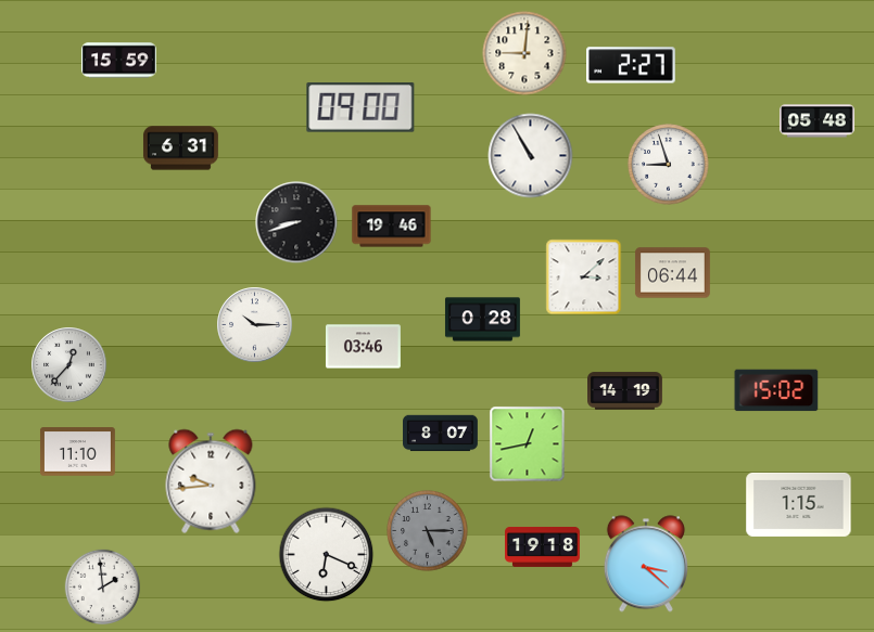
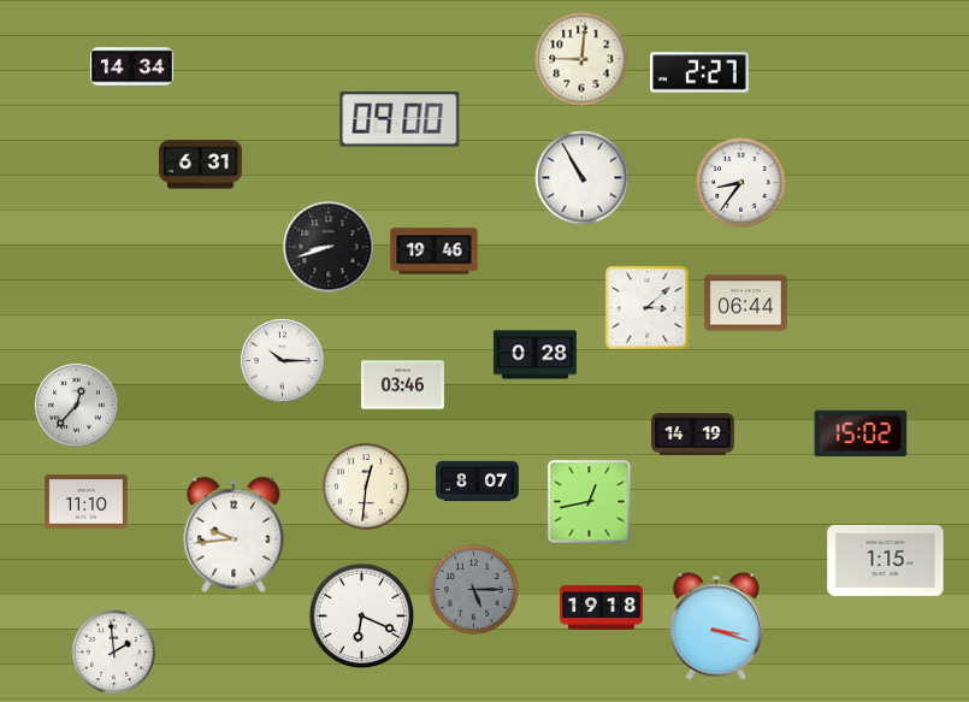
clock at (118, 61): 15:59 -> 14:34
clock at (818, 121): 05:48 -> none
clock at (531, 156) position: (531, 156) -> (583, 178)
clock at (669, 165): 8:57 -> 8:36
clock at (441, 434) position: (441, 434) -> (478, 482)
clock at (366, 486): none -> 12:31
clock at (528, 444) position: (528, 444) -> (590, 502)
clock at (646, 564): 3:22 -> 3:18
